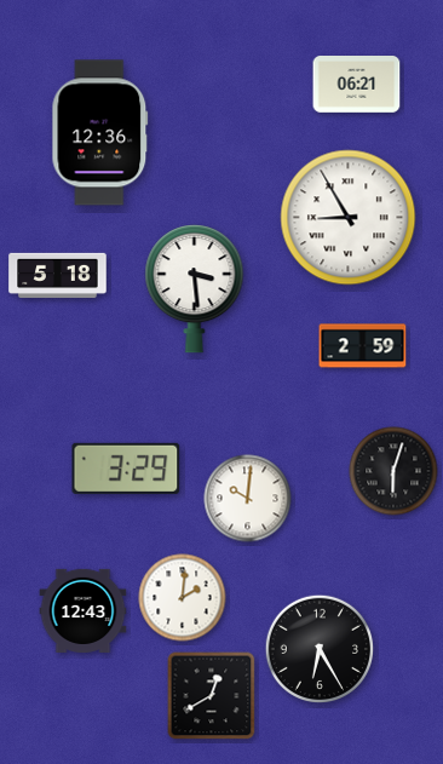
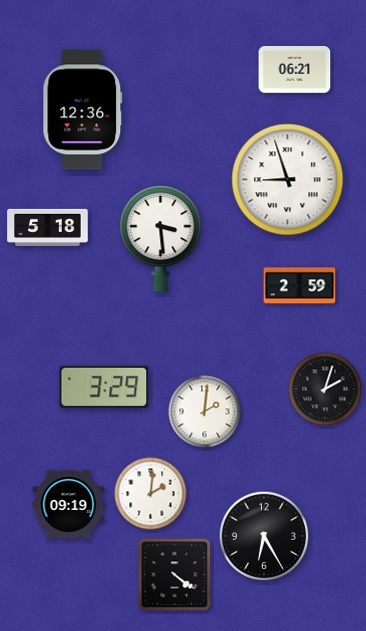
clock at (349, 218): 8:55 -> 8:57
clock at (393, 471): 6:03 -> 2:03
clock at (248, 499): 10:01 -> 2:01
clock at (84, 610): 12:43 -> 09:19
clock at (212, 696): 12:40 -> 4:21
